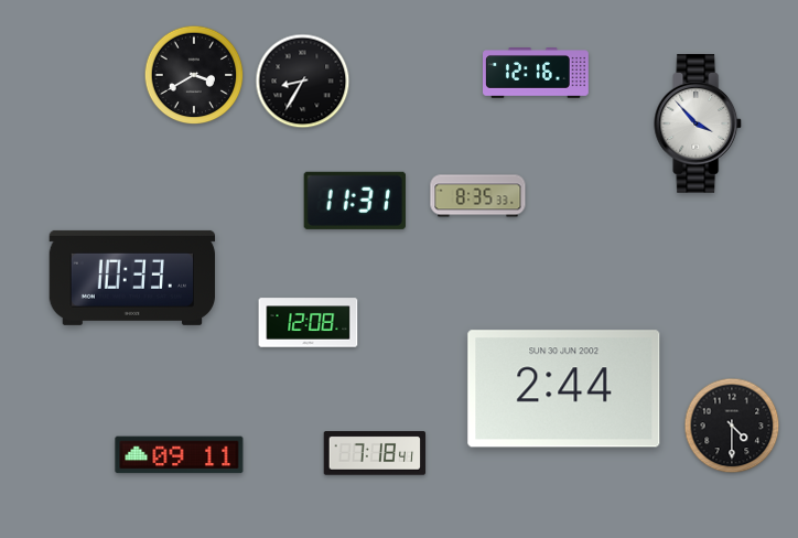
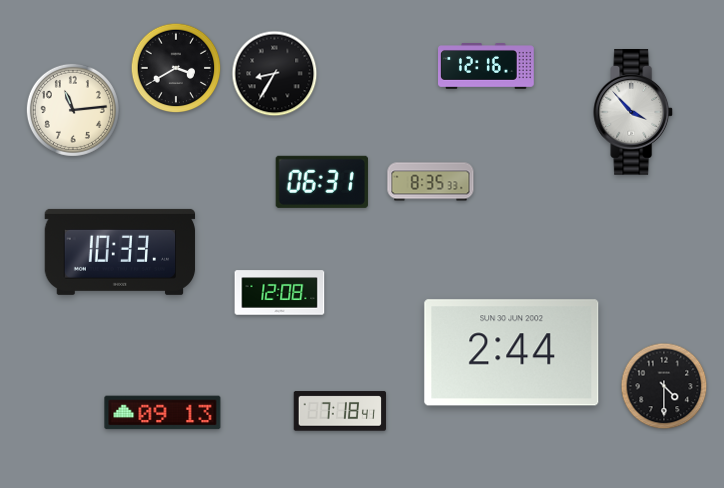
clock at (73, 110): none -> 11:14
clock at (478, 196) position: (478, 196) -> (431, 182)
clock at (355, 201): 11:31 -> 06:31
clock at (180, 455): 09:11 -> 09:13
